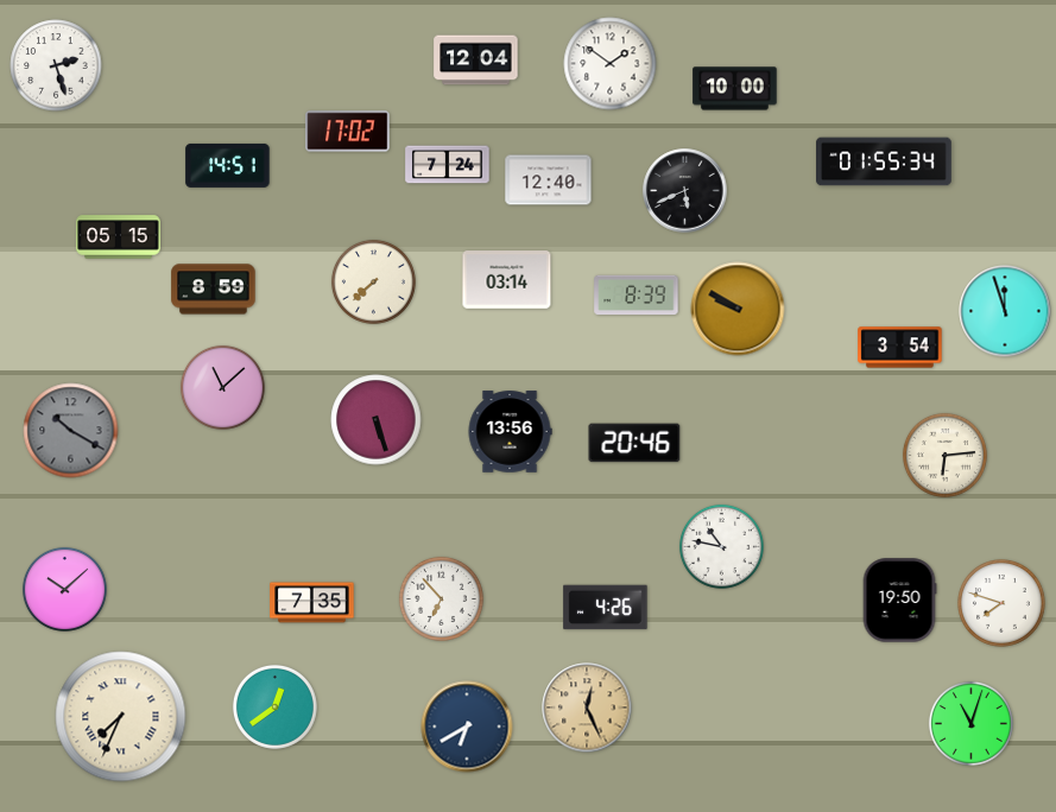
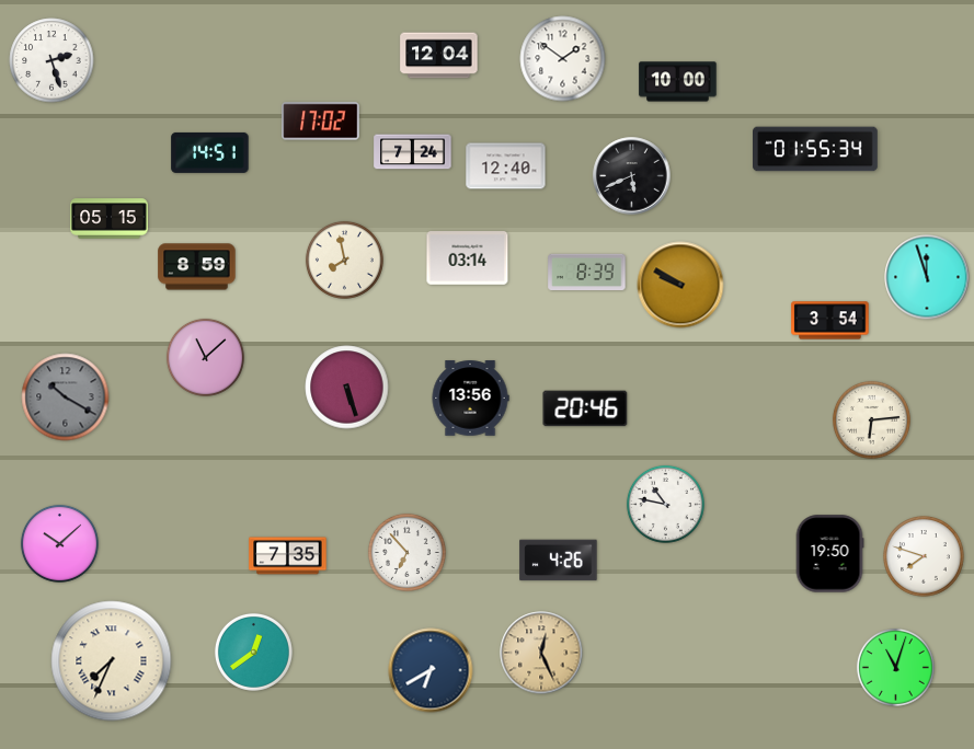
clock at (373, 281): 7:38 -> 7:58
clock at (1005, 311) position: (1005, 311) -> (927, 277)
